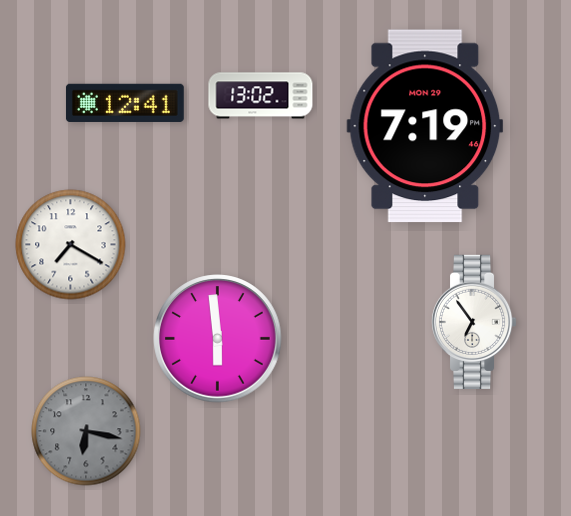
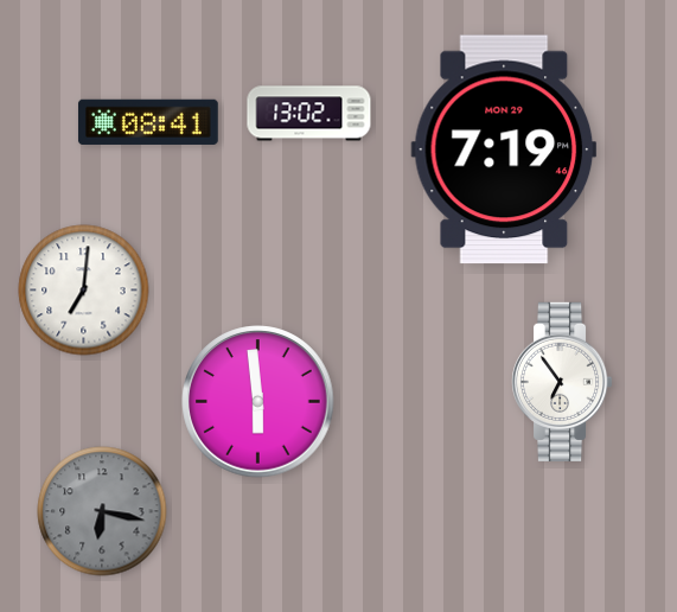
clock at (125, 103): 12:41 -> 08:41
clock at (71, 245): 7:20 -> 7:01
